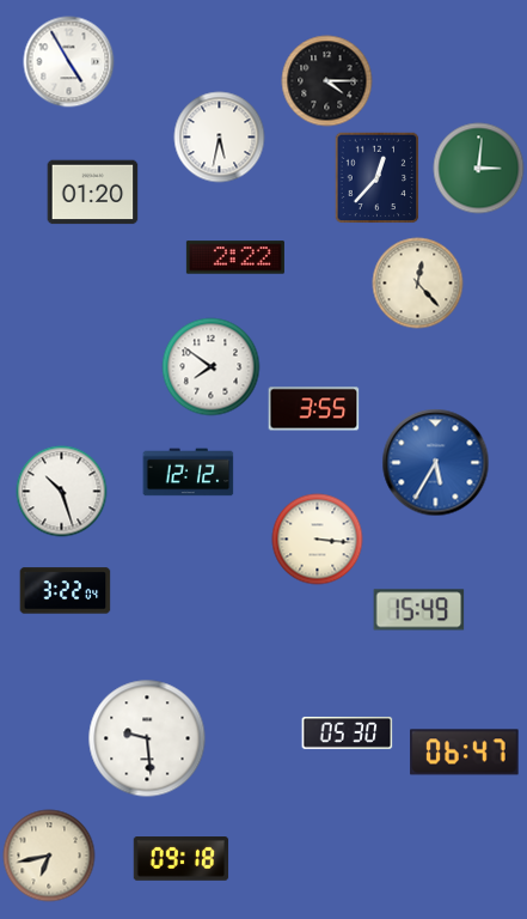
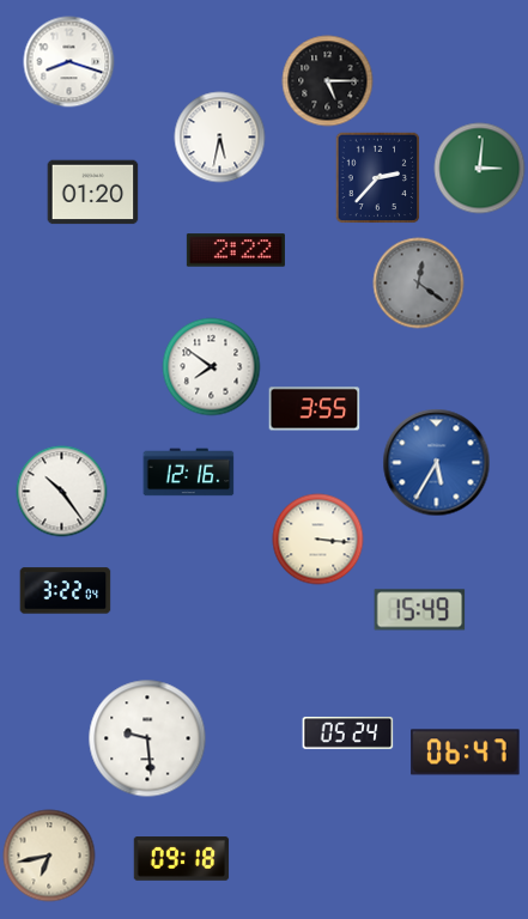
clock at (69, 62): 4:55 -> 8:18
clock at (327, 81): 4:15 -> 5:15
clock at (378, 177): 12:37 -> 2:37
clock at (235, 257) position: (235, 257) -> (236, 250)
clock at (418, 284): 12:23 -> 12:21
clock at (418, 284) dial: cream -> grey
clock at (189, 473): 12:12 -> 12:16
clock at (62, 492): 10:27 -> 10:24
clock at (348, 732): 05:30 -> 05:24
